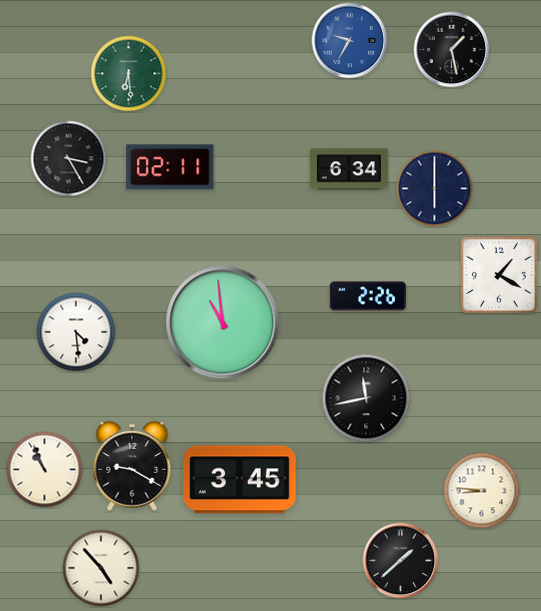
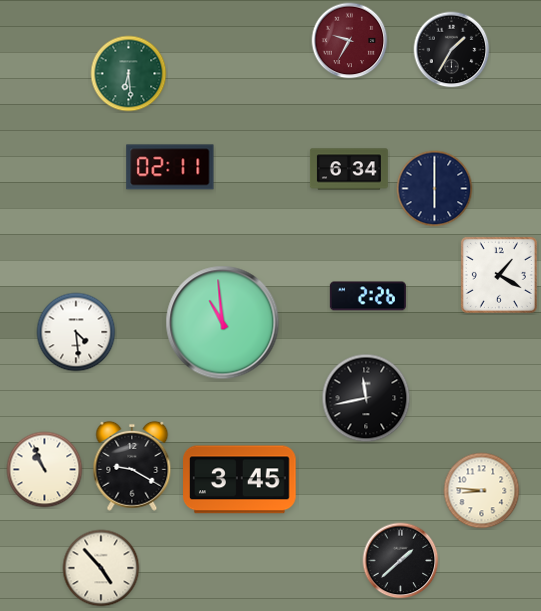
clock at (350, 41) dial: blue -> burgundy
clock at (452, 50): 1:28 -> 1:35
clock at (69, 159): 3:25 -> none
